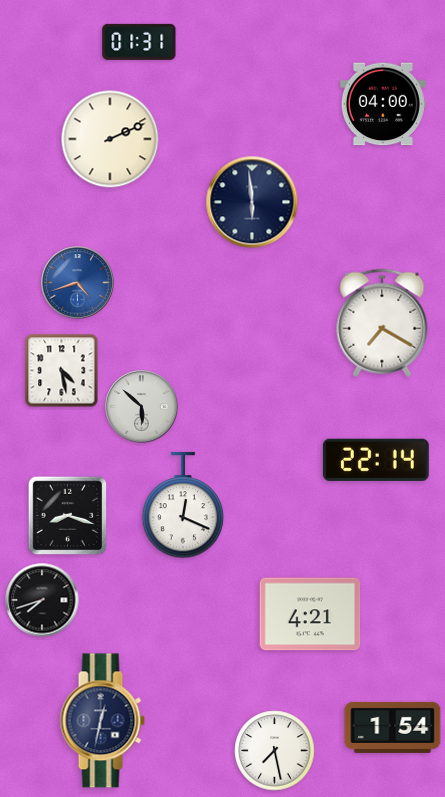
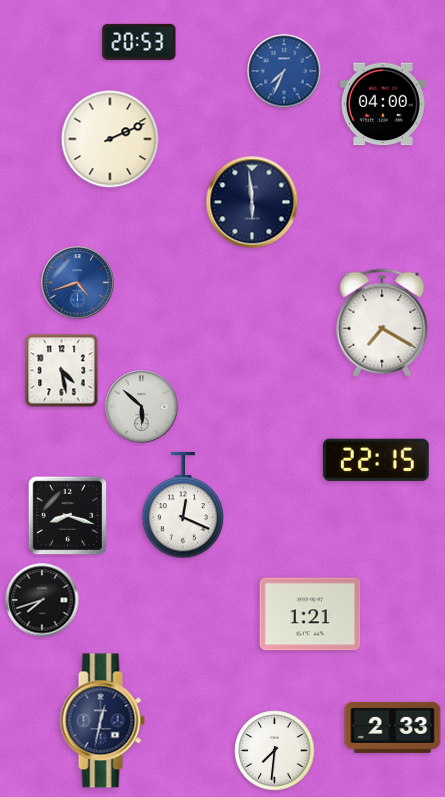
clock at (139, 42): 01:31 -> 20:53
clock at (284, 71): none -> 7:34
clock at (376, 460): 22:14 -> 22:15
clock at (310, 614): 4:21 -> 1:21
clock at (393, 727): 1:54 -> 2:33
clock at (275, 751): 7:28 -> 7:31
